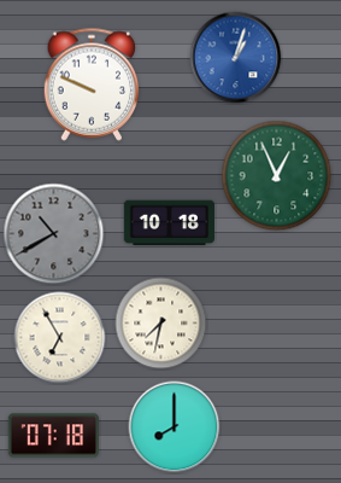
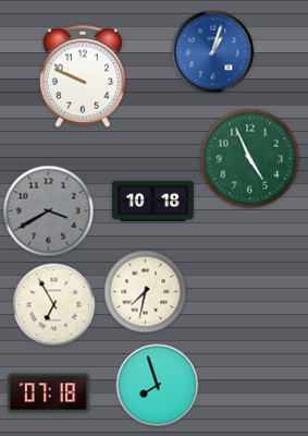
clock at (277, 176): 12:56 -> 4:56
clock at (54, 234): 10:40 -> 3:40
clock at (175, 427): 8:00 -> 7:57
